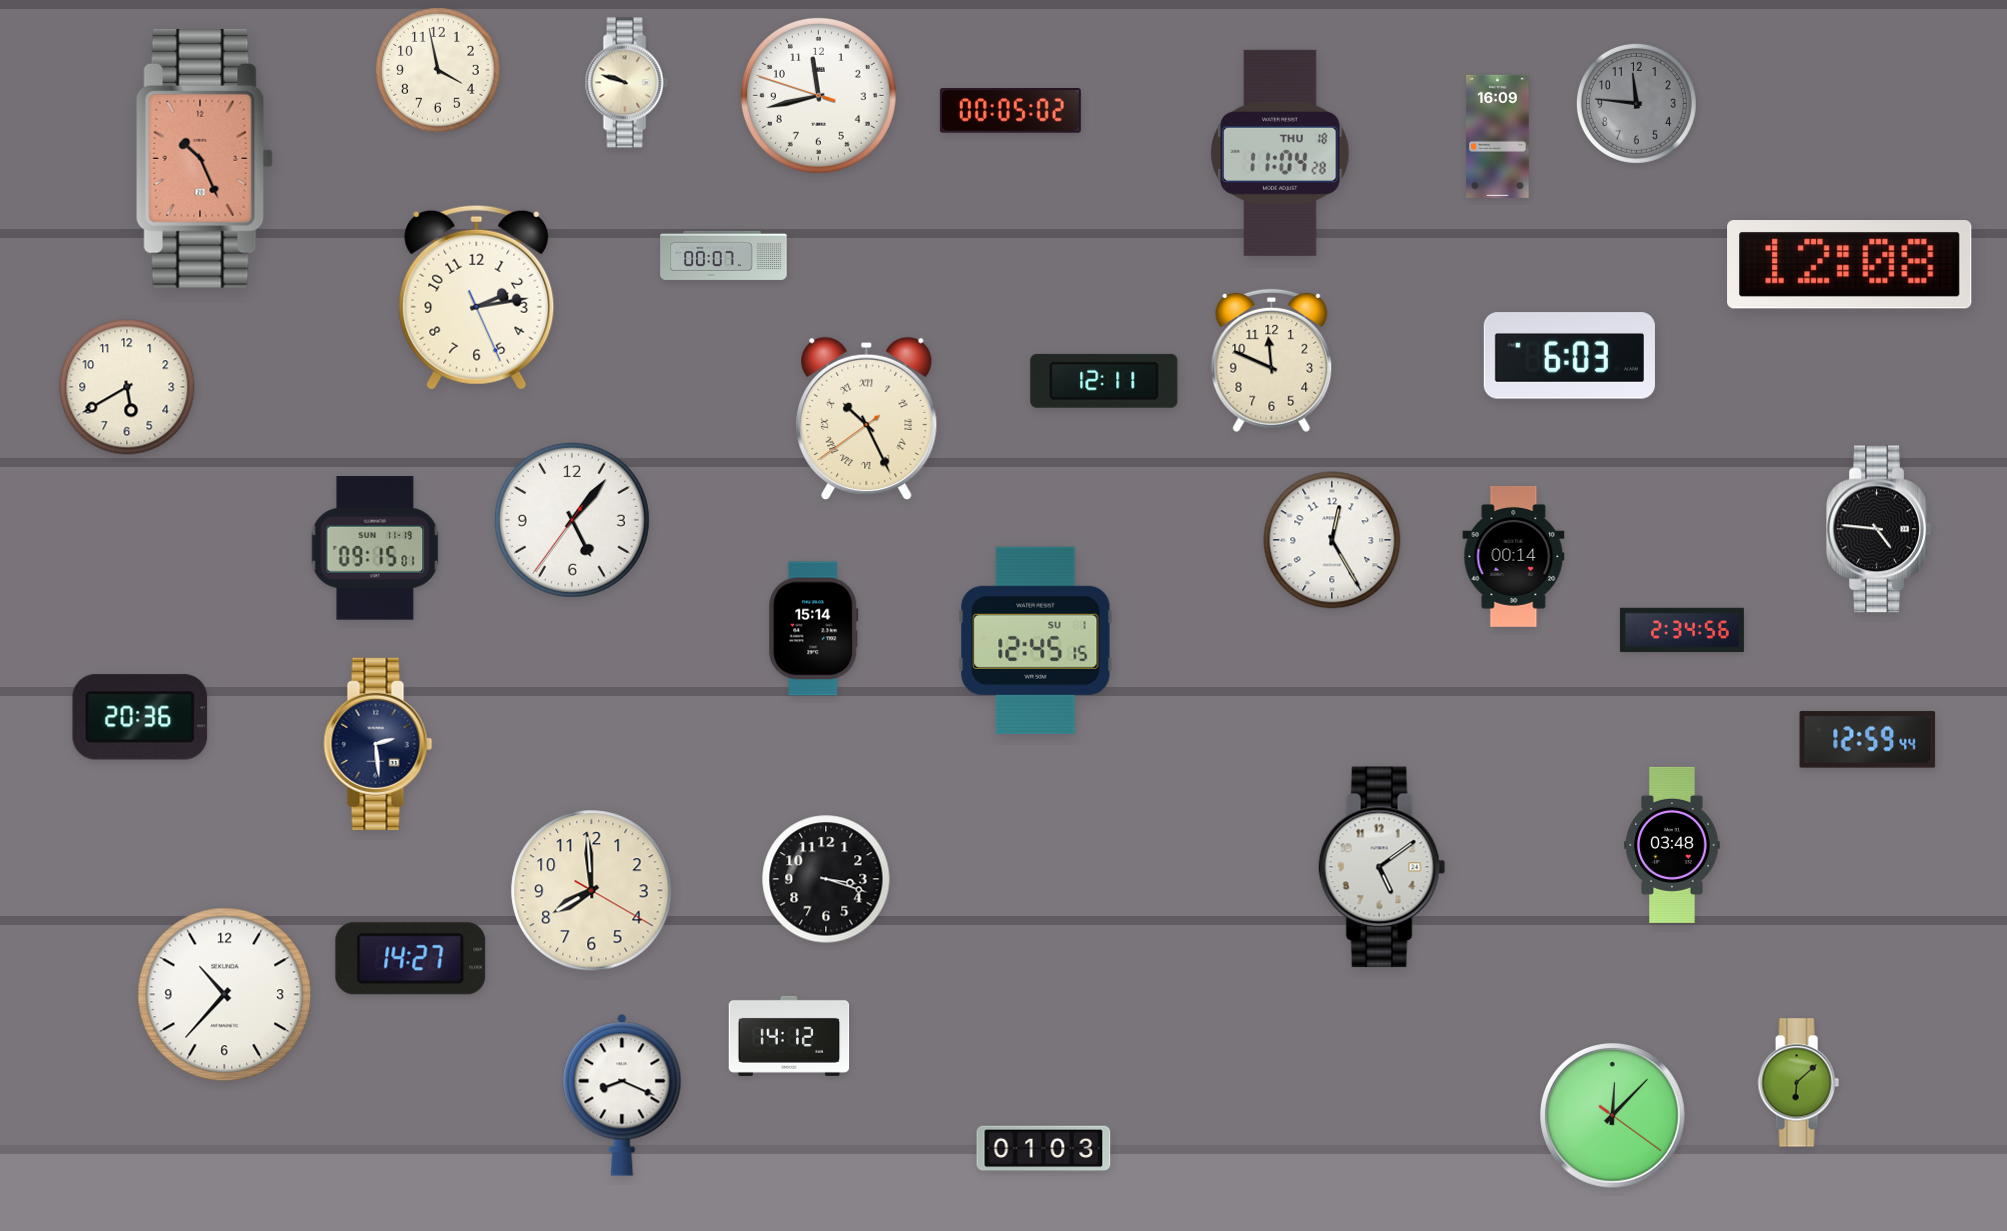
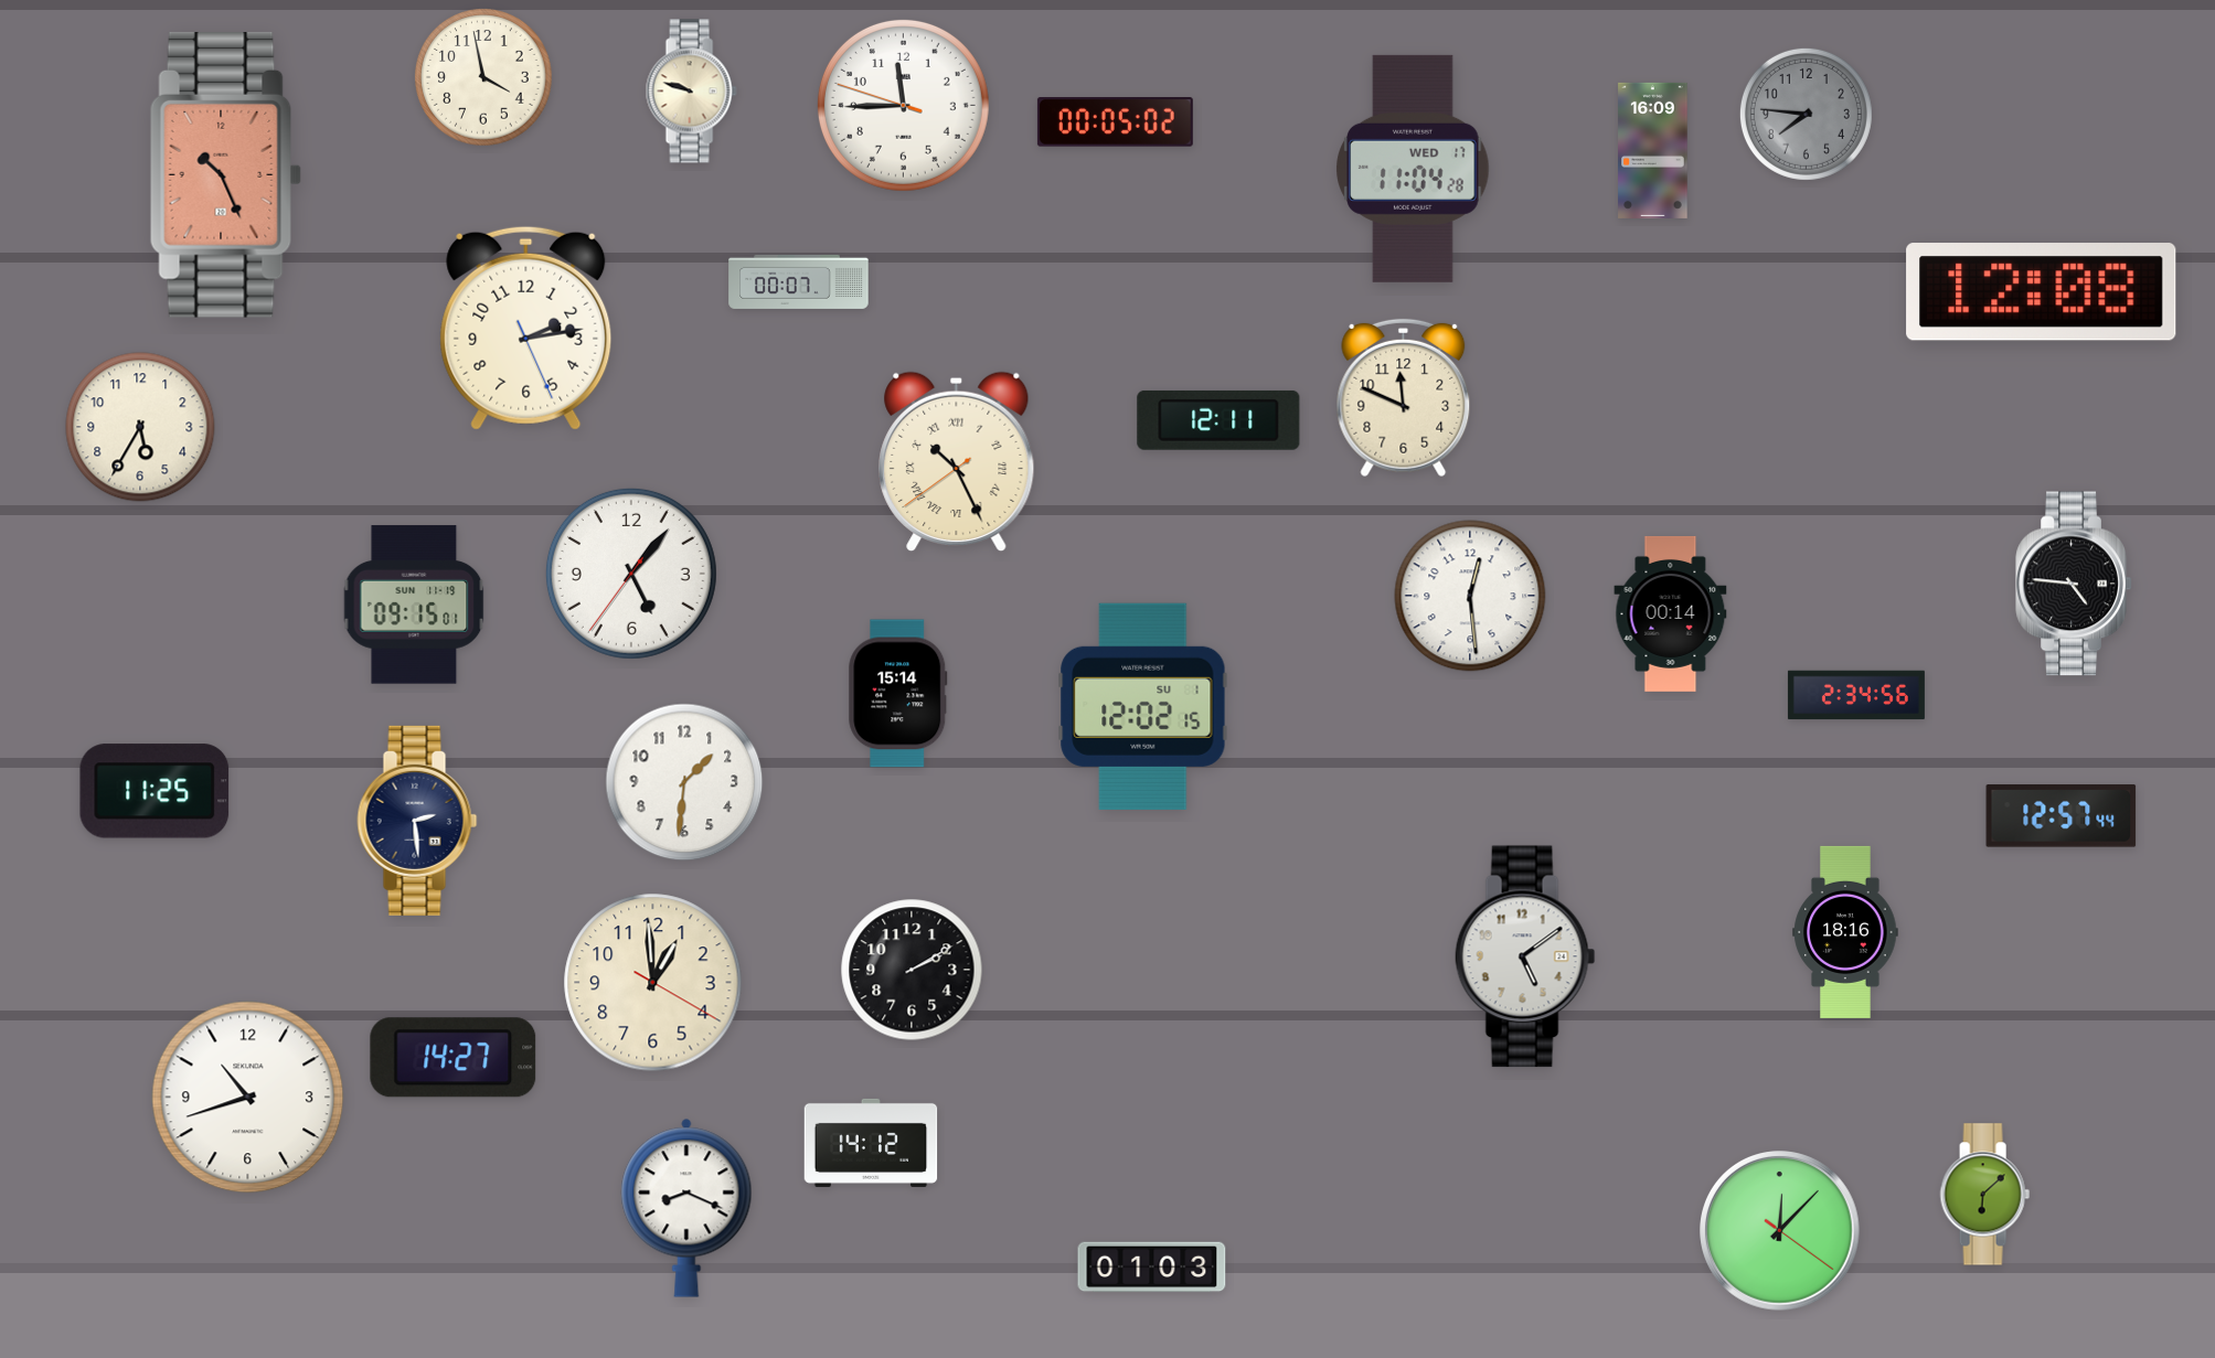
clock at (818, 95): 11:42 -> 11:44
clock at (1636, 103): 11:46 -> 7:46
clock at (1280, 153) date: THU 18 -> WED 17
clock at (1569, 356): 6:03 -> none
clock at (127, 387): 5:40 -> 5:35
clock at (1332, 540): 12:25 -> 12:29
clock at (1036, 640): 12:45 -> 12:02
clock at (684, 782): none -> 1:31
clock at (140, 717): 20:36 -> 11:25
clock at (1868, 740): 12:59 -> 12:57
clock at (1672, 845): 03:48 -> 18:16
clock at (826, 879): 3:18 -> 2:10
clock at (592, 891): 7:59 -> 12:59
clock at (225, 995): 10:37 -> 10:42
